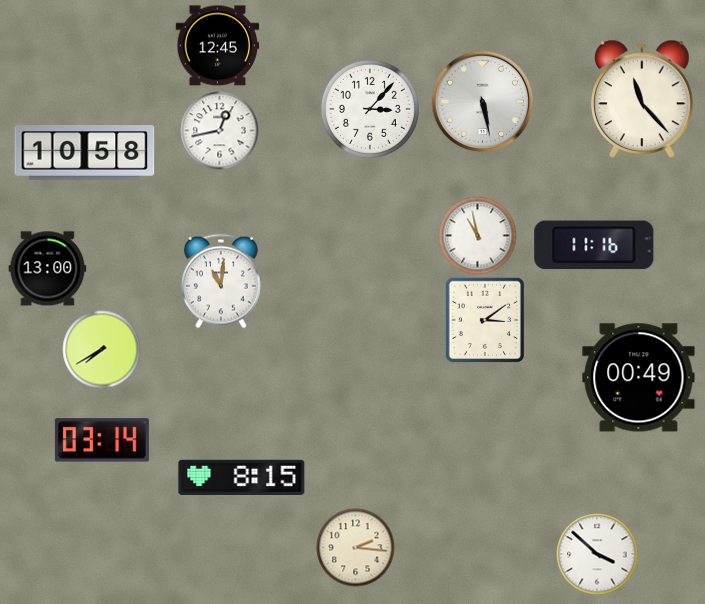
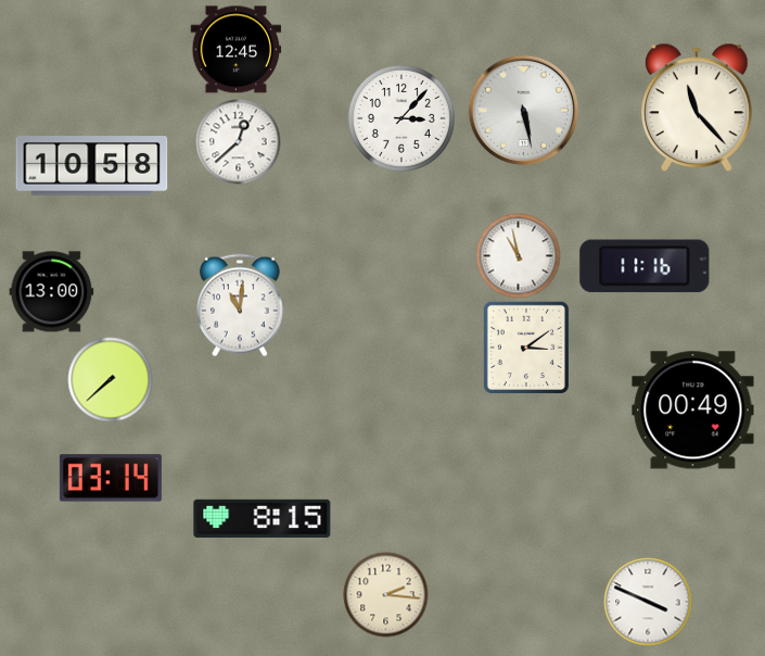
clock at (219, 130): 12:43 -> 12:38
clock at (101, 349): 7:40 -> 7:38
clock at (597, 554): 3:52 -> 3:49
